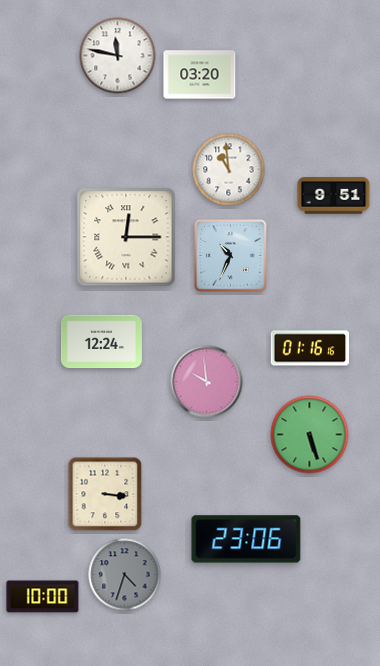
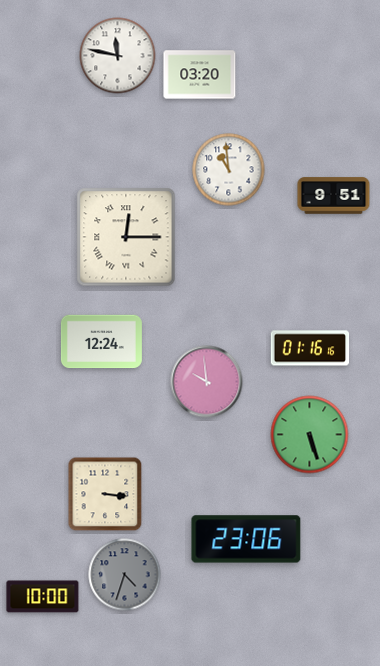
clock at (231, 256): 10:34 -> none
